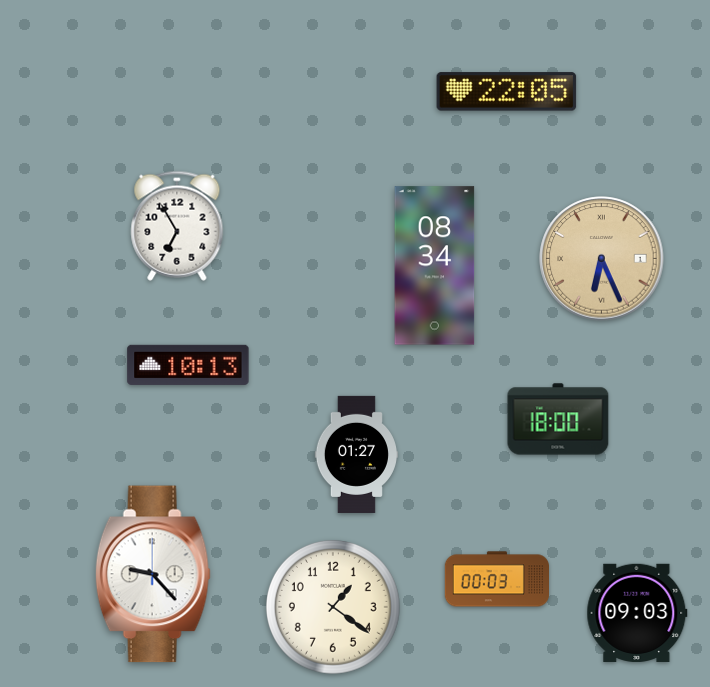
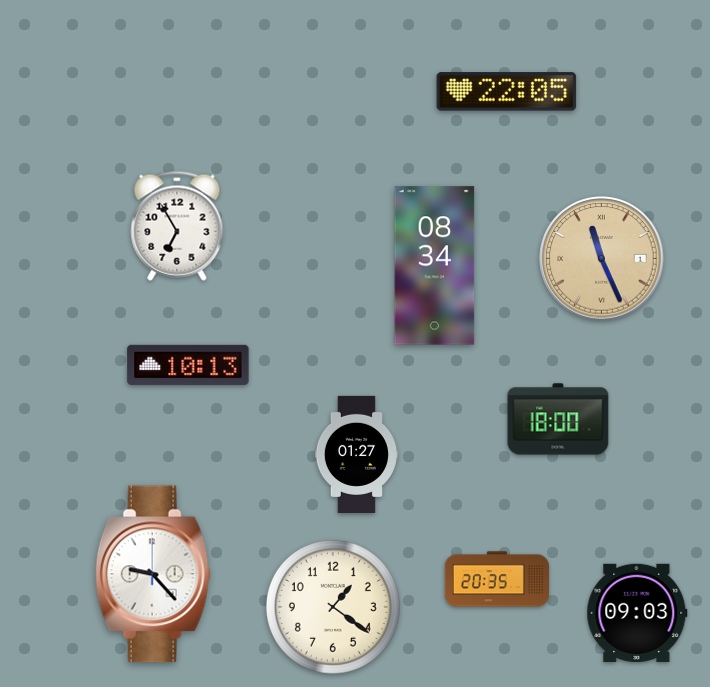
clock at (602, 259): 6:26 -> 11:26
clock at (496, 579): 00:03 -> 20:35
